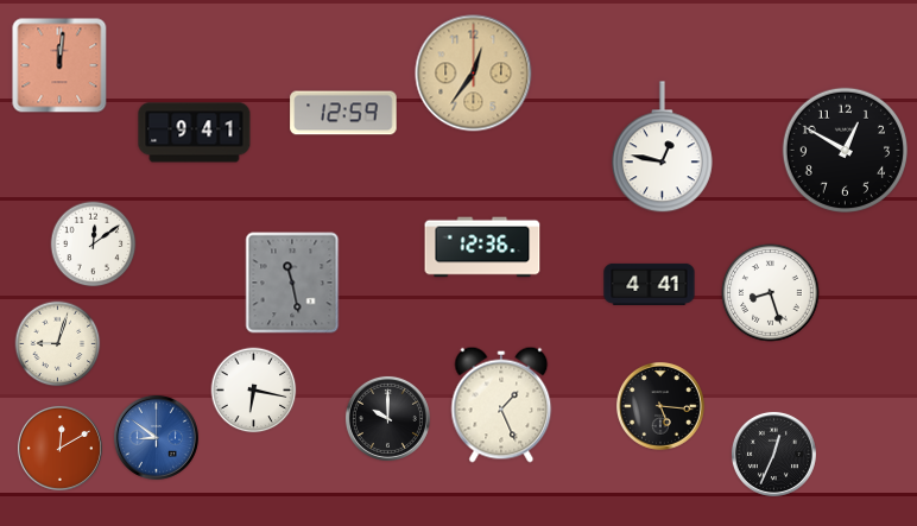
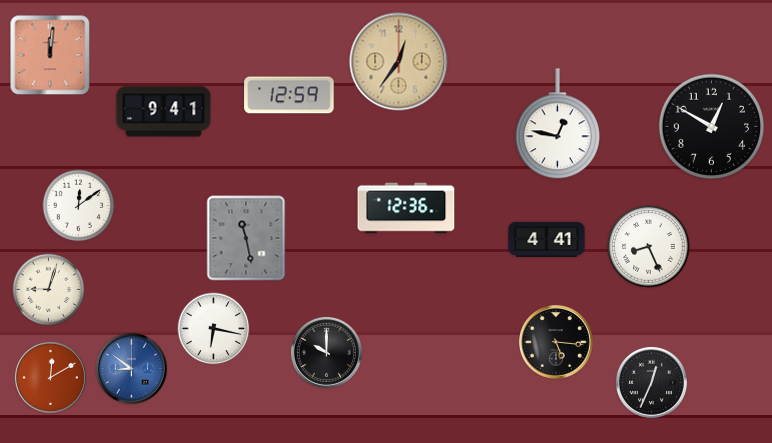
clock at (771, 293): 8:27 -> 8:26
clock at (501, 405): 1:26 -> none
